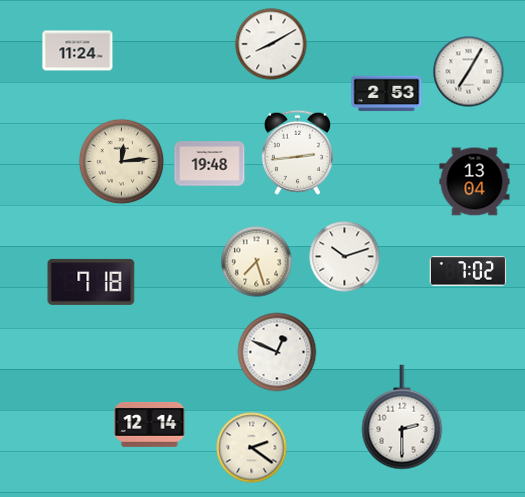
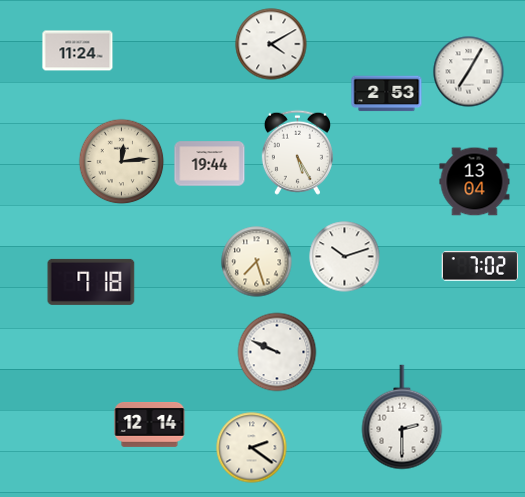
clock at (271, 44): 8:10 -> 4:10
clock at (297, 152): 2:44 -> 5:25
clock at (210, 164): 19:48 -> 19:44
clock at (467, 271) position: (467, 271) -> (479, 266)
clock at (277, 352): 12:49 -> 9:49
